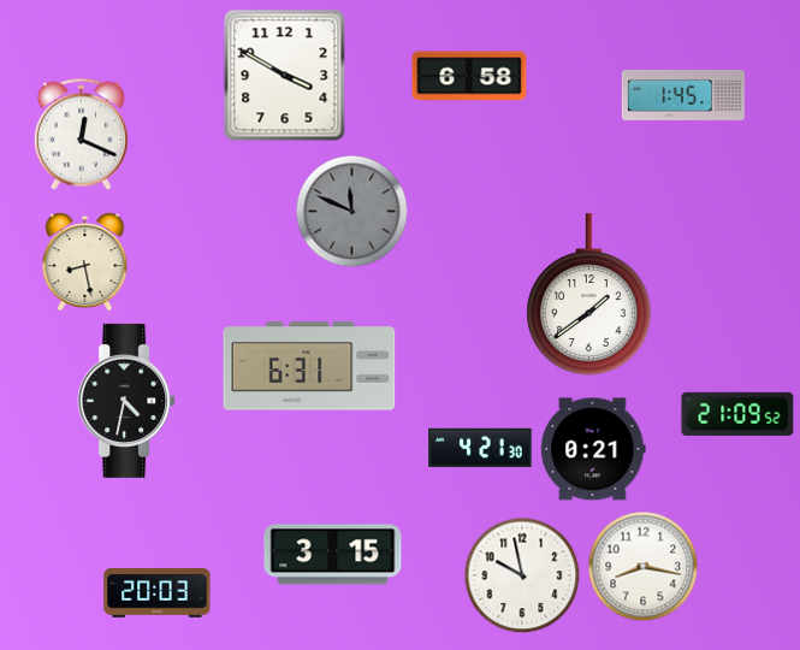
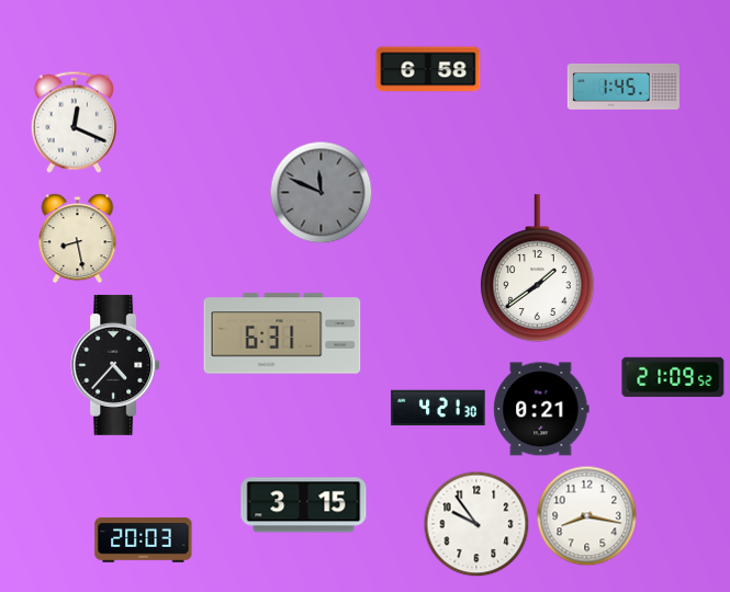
clock at (285, 76): 3:50 -> none
clock at (126, 401): 4:32 -> 4:37
clock at (522, 575): 9:58 -> 9:54
